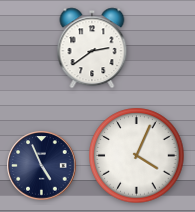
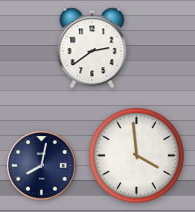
clock at (137, 156): 4:04 -> 3:59
clock at (42, 166): 4:56 -> 8:02
